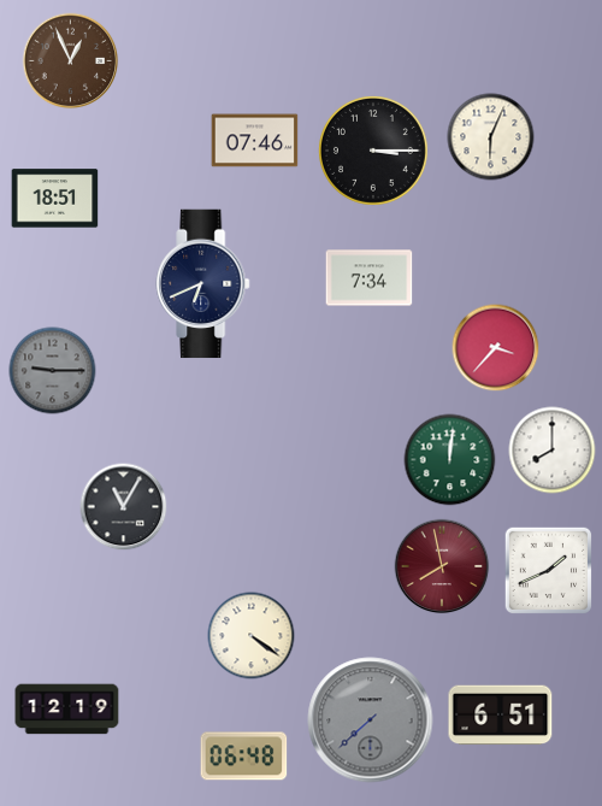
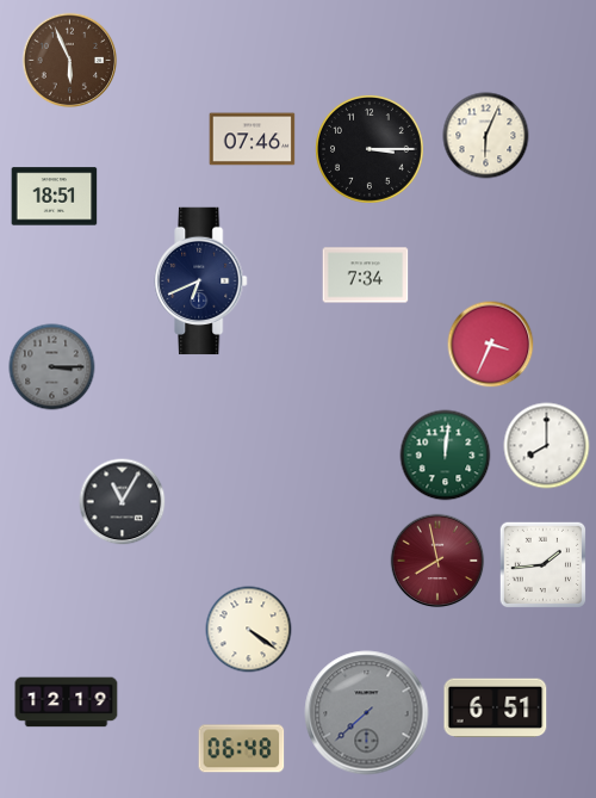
clock at (71, 61): 12:56 -> 5:56
clock at (496, 348): 3:37 -> 3:34
clock at (53, 371): 9:15 -> 3:15
clock at (549, 571): 1:41 -> 1:44
